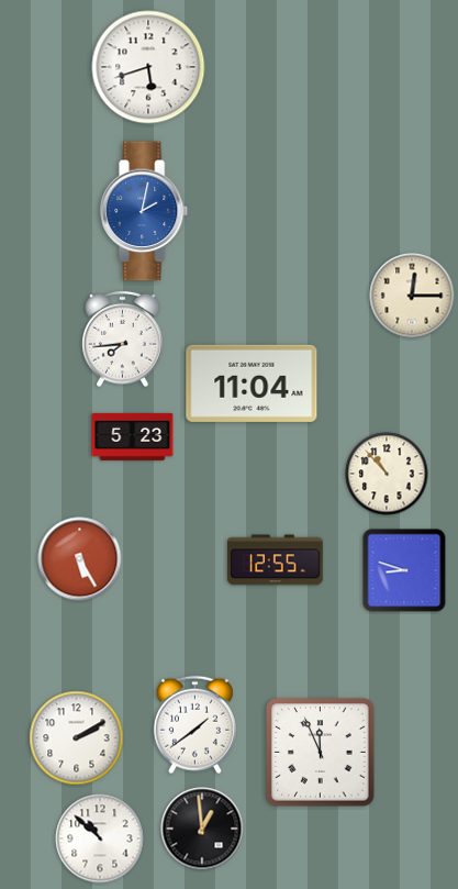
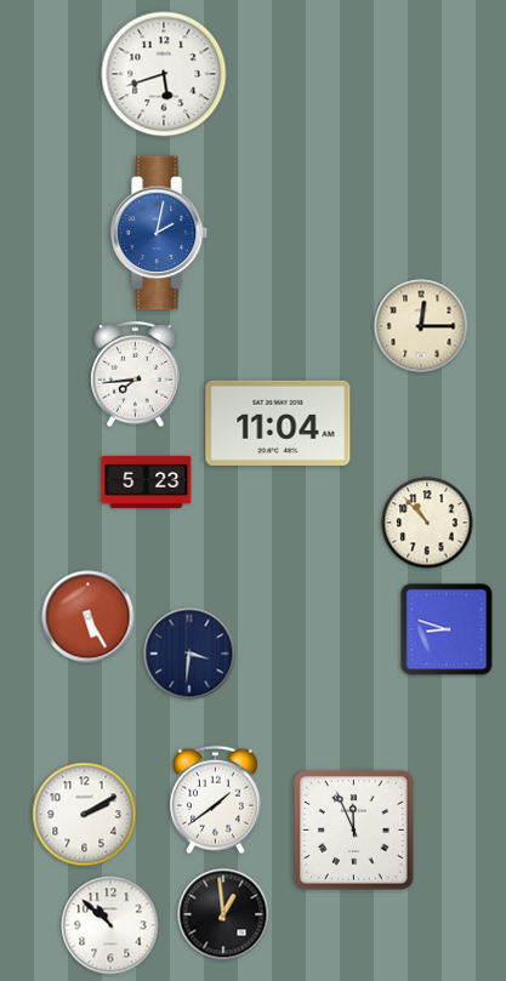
clock at (412, 296) position: (412, 296) -> (421, 326)
clock at (276, 560): 12:55 -> none
clock at (189, 654): none -> 3:31
